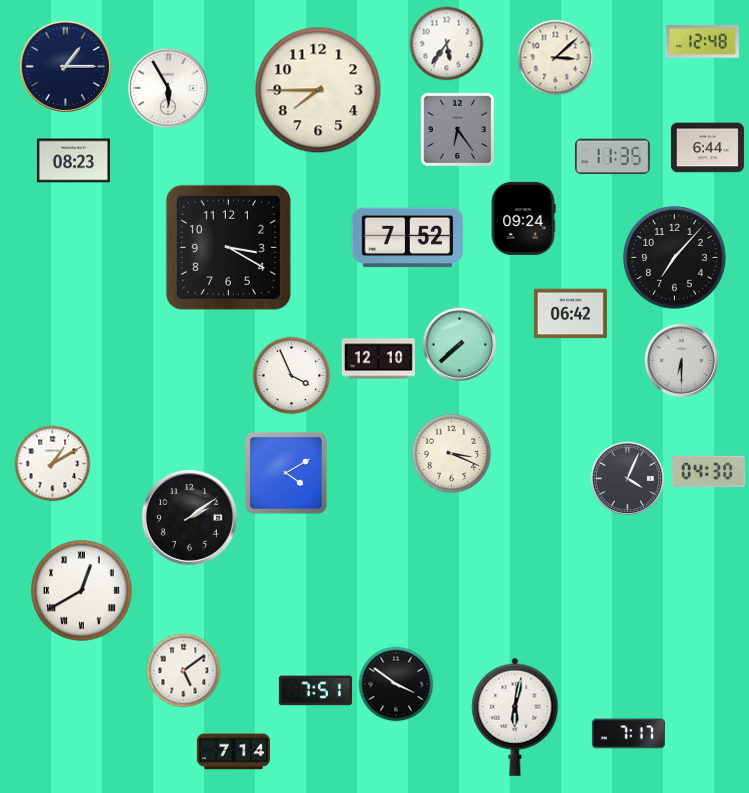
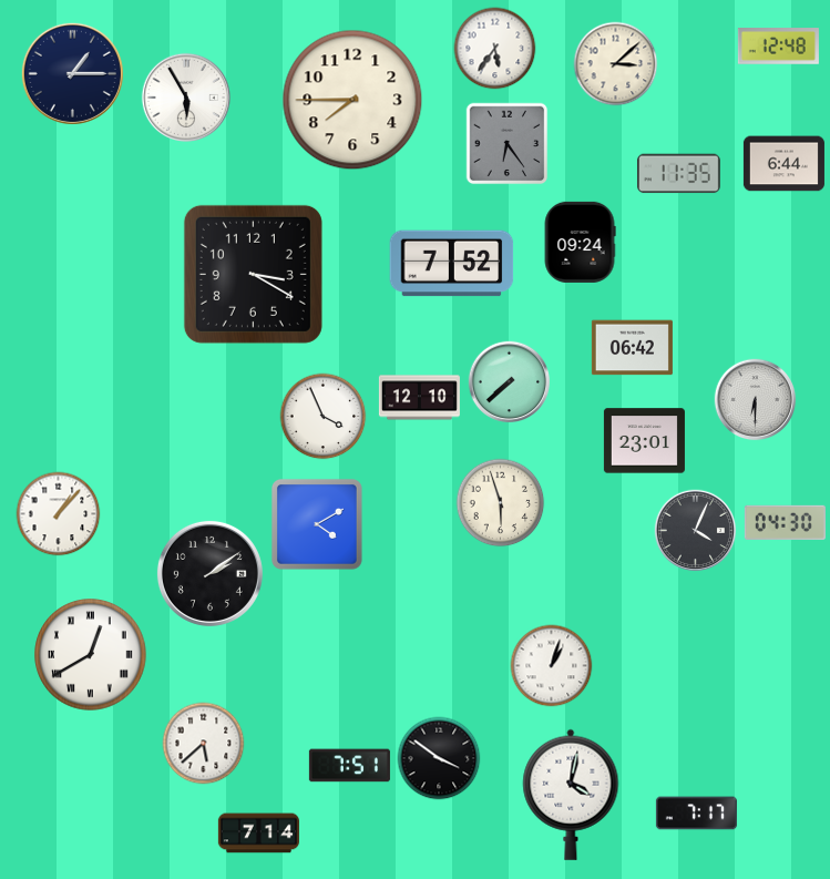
clock at (73, 161): 08:23 -> none
clock at (675, 258): 7:07 -> none
clock at (644, 441): none -> 23:01
clock at (452, 454): 3:19 -> 5:57
clock at (53, 464): 1:10 -> 1:07
clock at (552, 666): none -> 1:03
clock at (184, 671): 5:09 -> 5:38
clock at (515, 717): 6:02 -> 4:02
